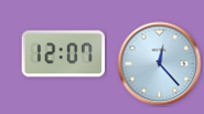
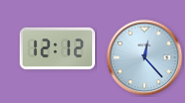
clock at (64, 54): 12:07 -> 12:12
